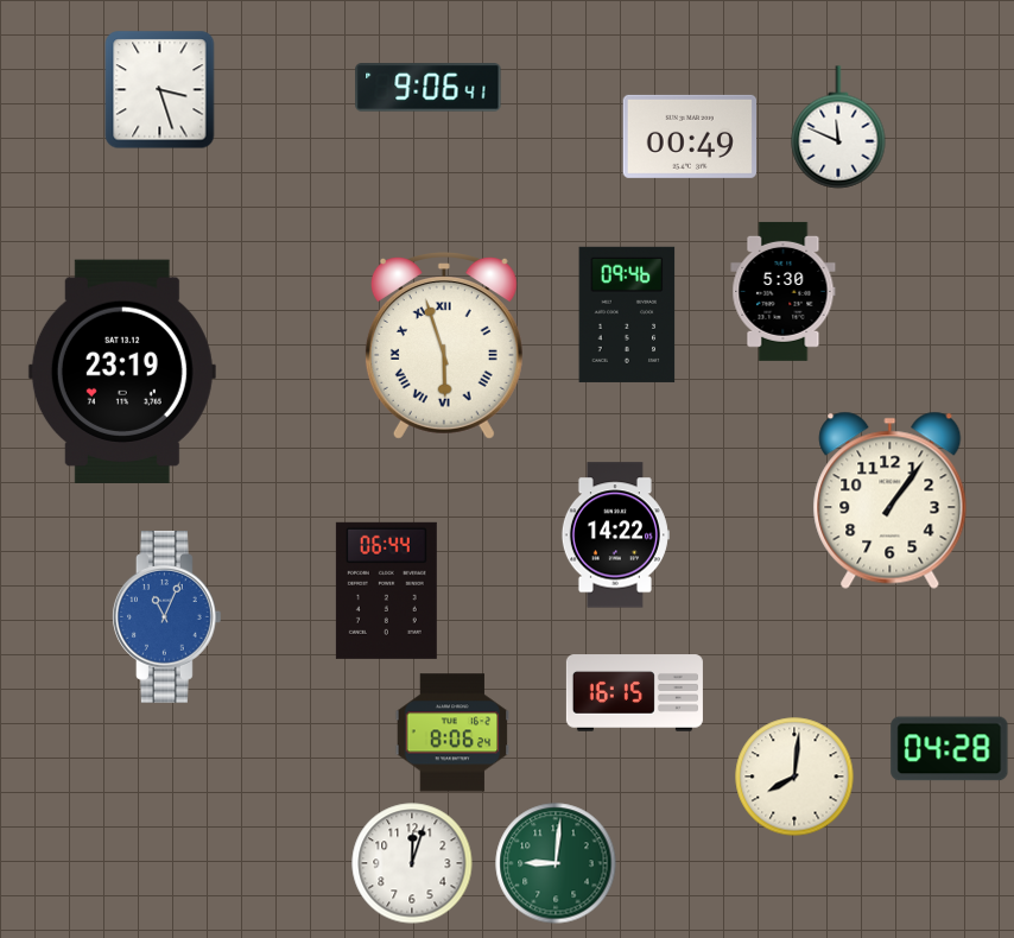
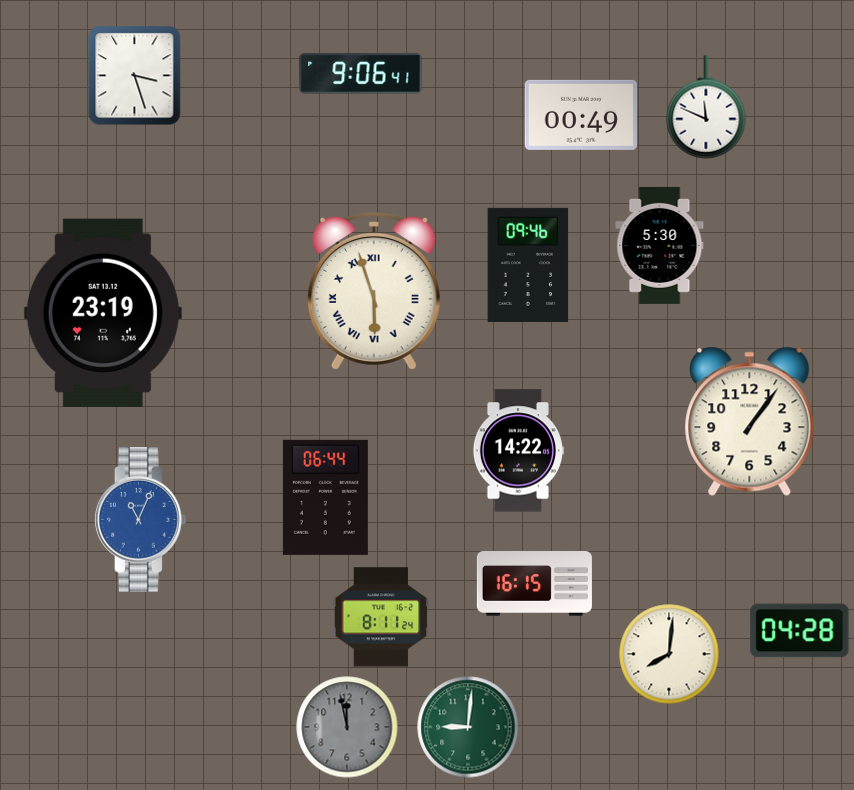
clock at (452, 733): 8:06 -> 8:11
clock at (412, 863): 12:03 -> 11:58
clock at (412, 863) dial: white -> grey
